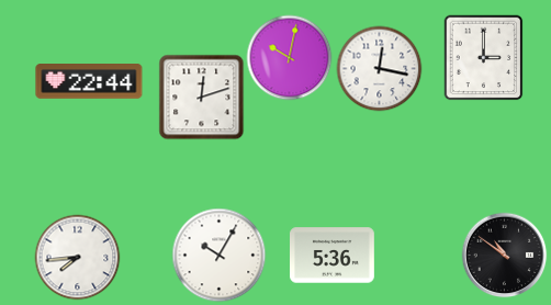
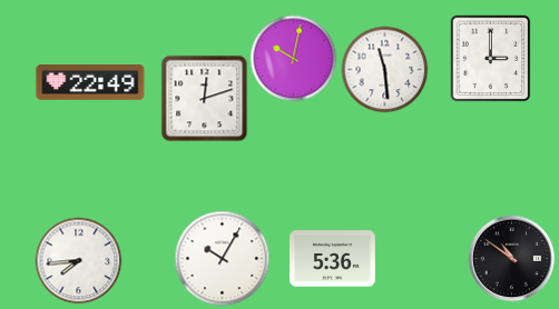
clock at (379, 68): 12:17 -> 11:29
clock at (89, 81): 22:44 -> 22:49
clock at (333, 256) position: (333, 256) -> (333, 259)
